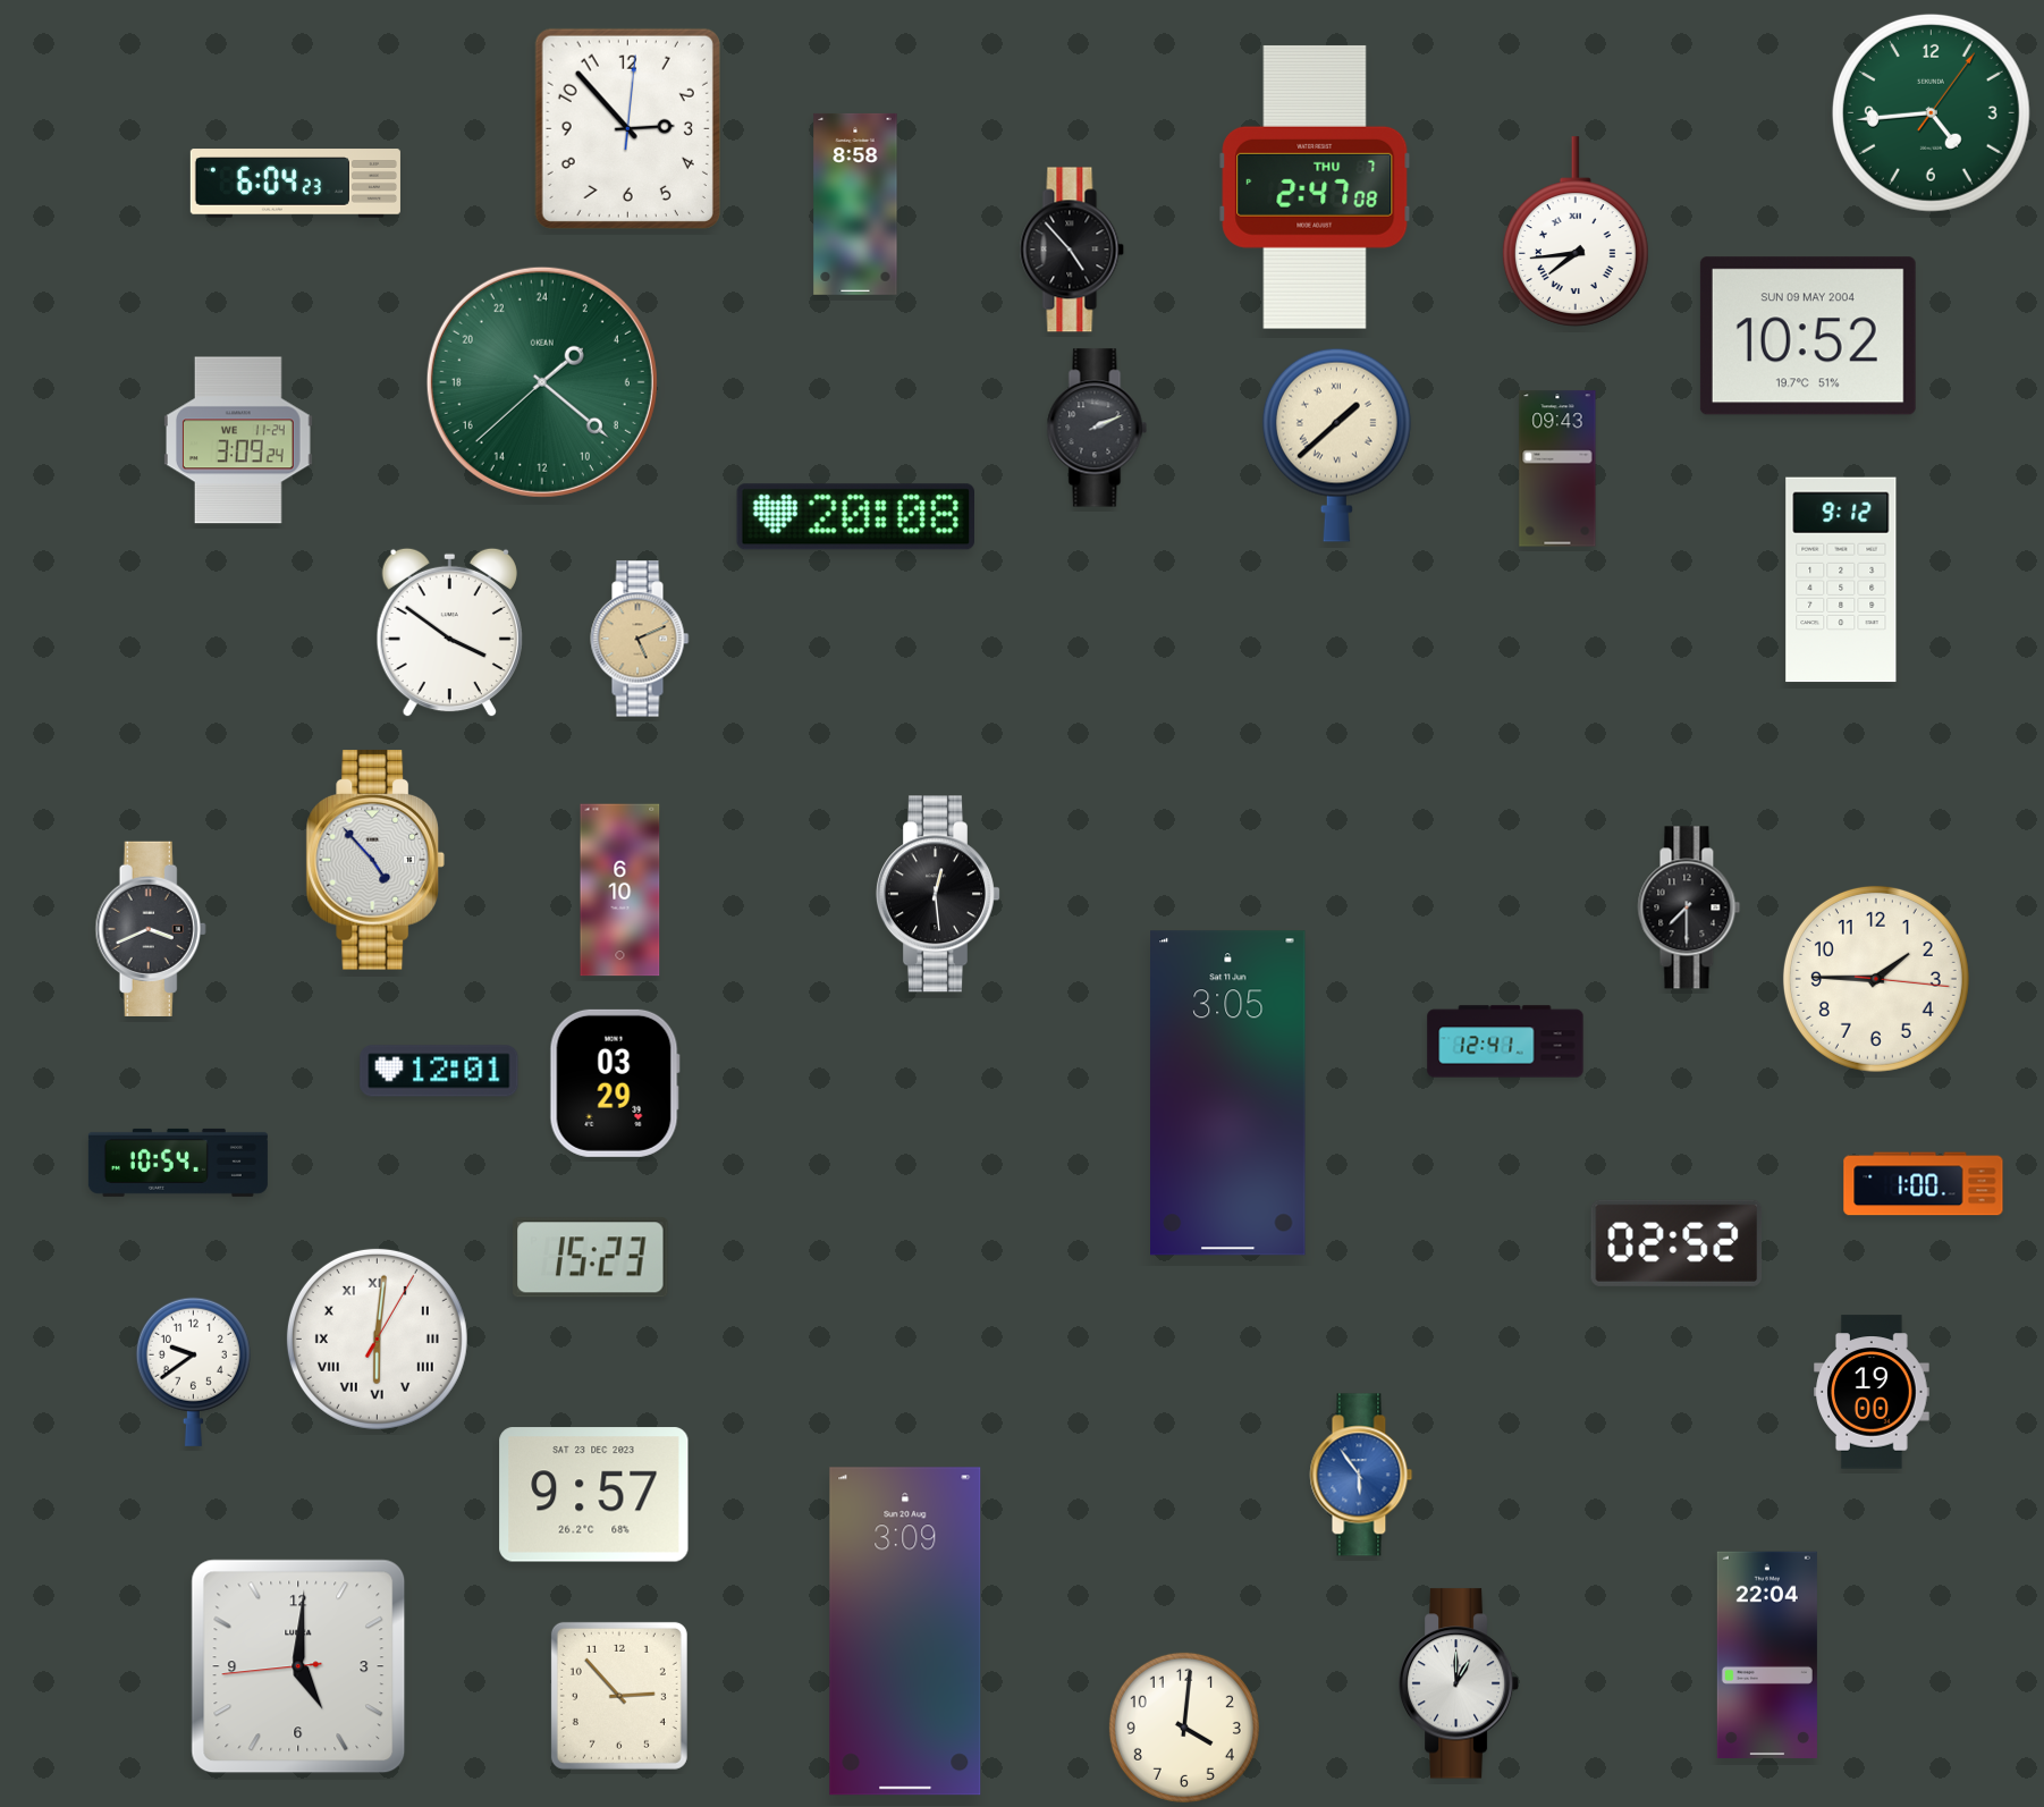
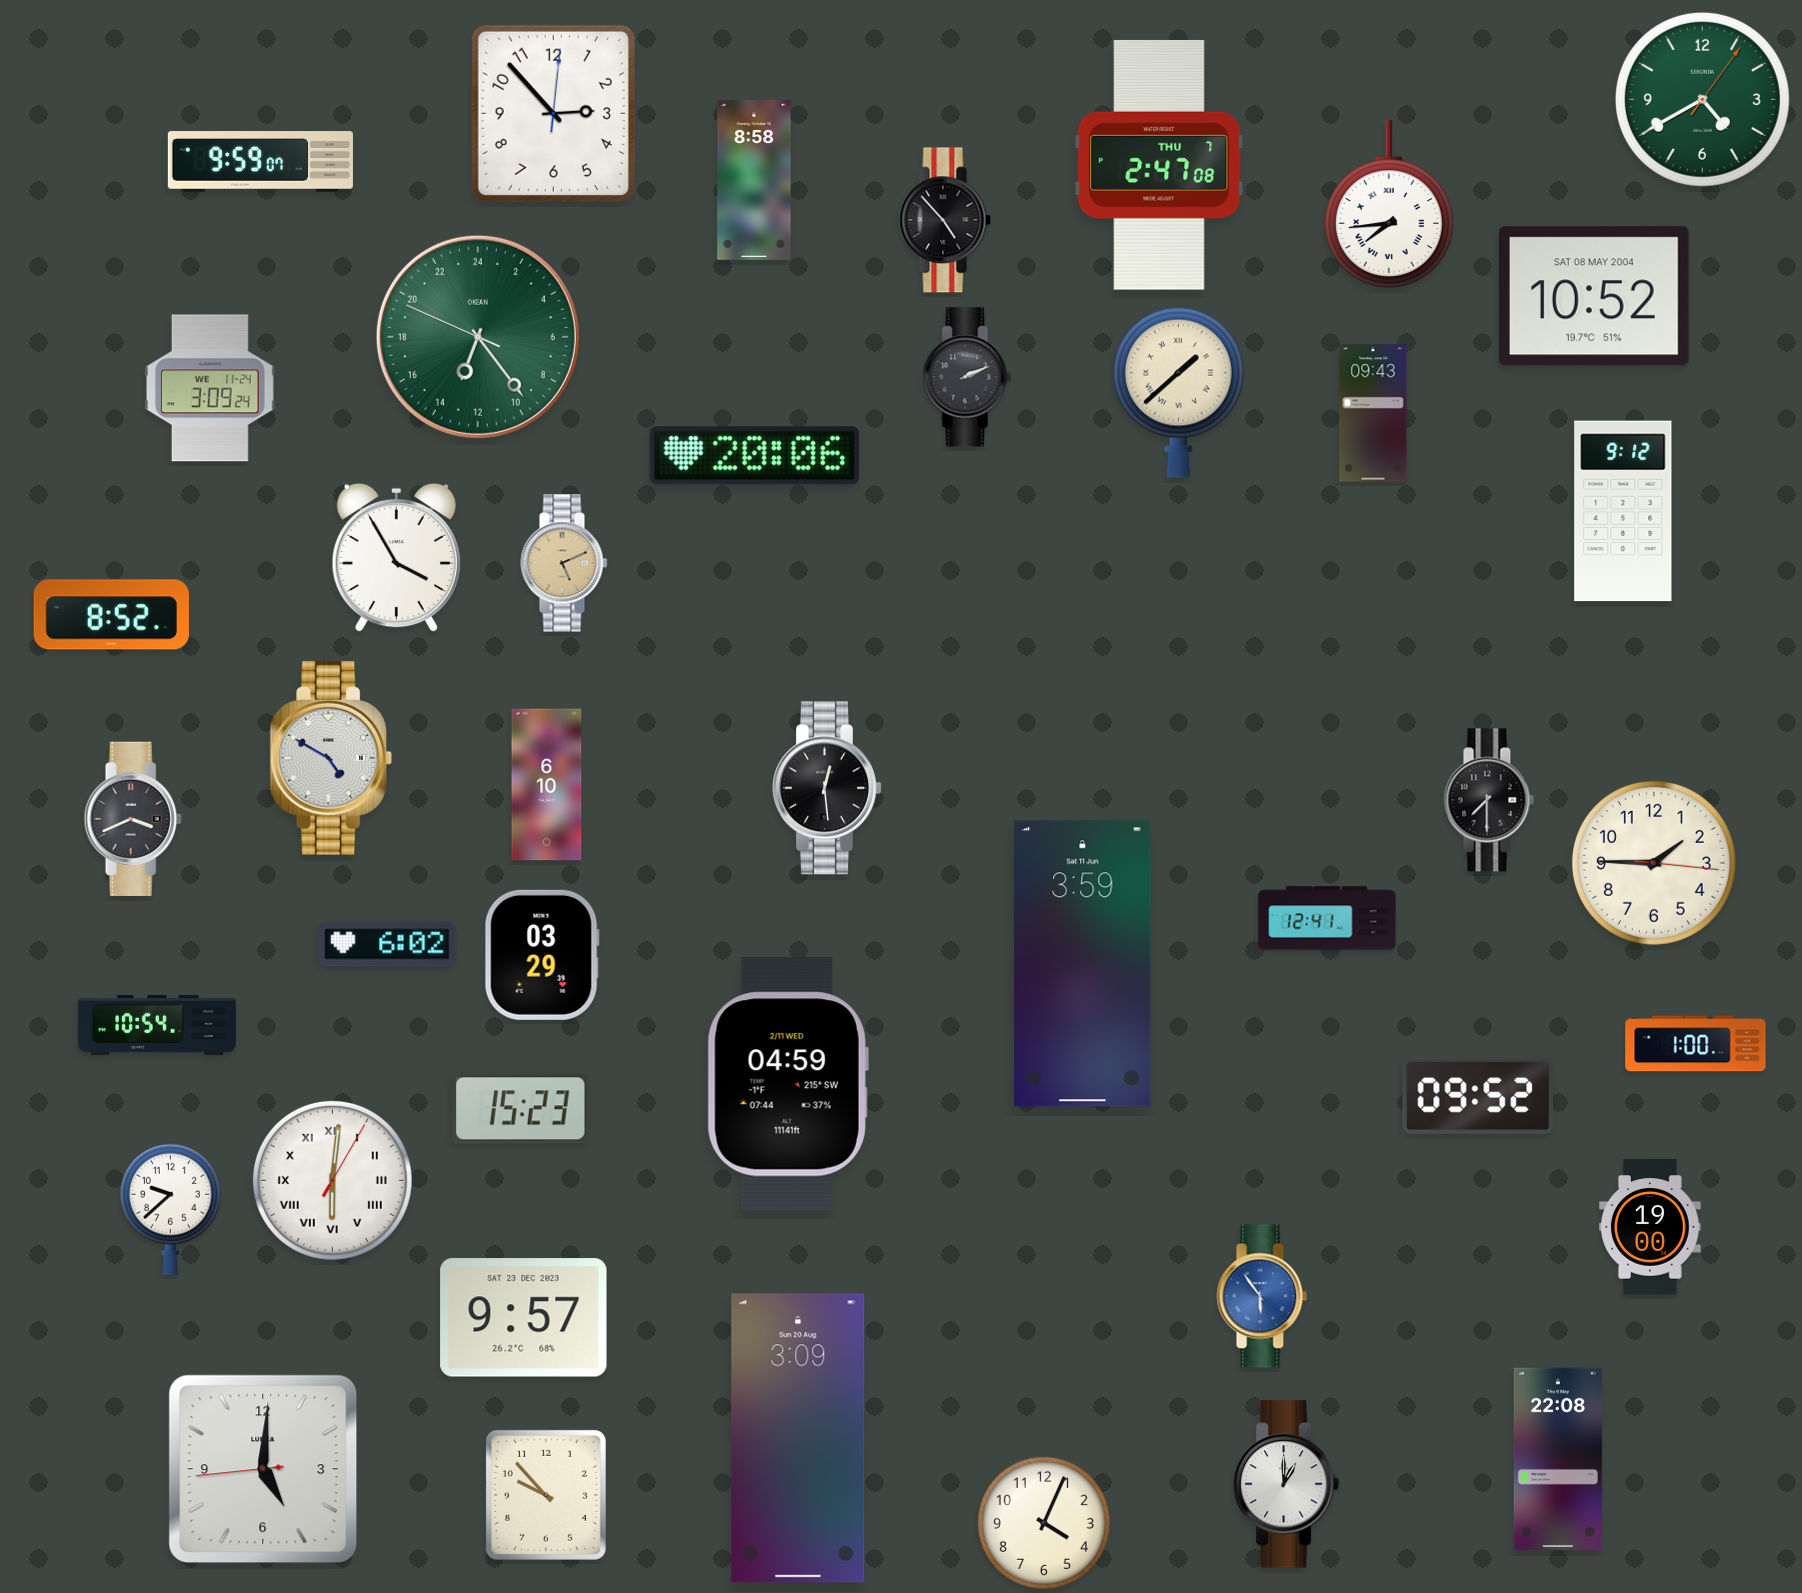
clock at (1931, 112): 4:44 -> 4:40
clock at (295, 184): 6:04 -> 9:59
clock at (1808, 336) date: SUN 09 MAY 2004 -> SAT 08 MAY 2004
clock at (542, 382): 3:21 -> 13:23
clock at (855, 517): 20:08 -> 20:06
clock at (449, 633): 3:51 -> 3:55
clock at (111, 615): none -> 8:52
clock at (374, 860): 4:53 -> 4:50
clock at (439, 1071): 12:01 -> 6:02
clock at (1228, 1094): 3:05 -> 3:59
clock at (788, 1084): none -> 04:59
clock at (1676, 1243): 02:52 -> 09:52
clock at (193, 1371): 9:39 -> 9:38
clock at (1361, 1475) position: (1361, 1475) -> (1262, 1296)
clock at (1767, 1654): 22:04 -> 22:08
clock at (619, 1696): 2:53 -> 9:53
clock at (1184, 1728): 4:01 -> 4:04
